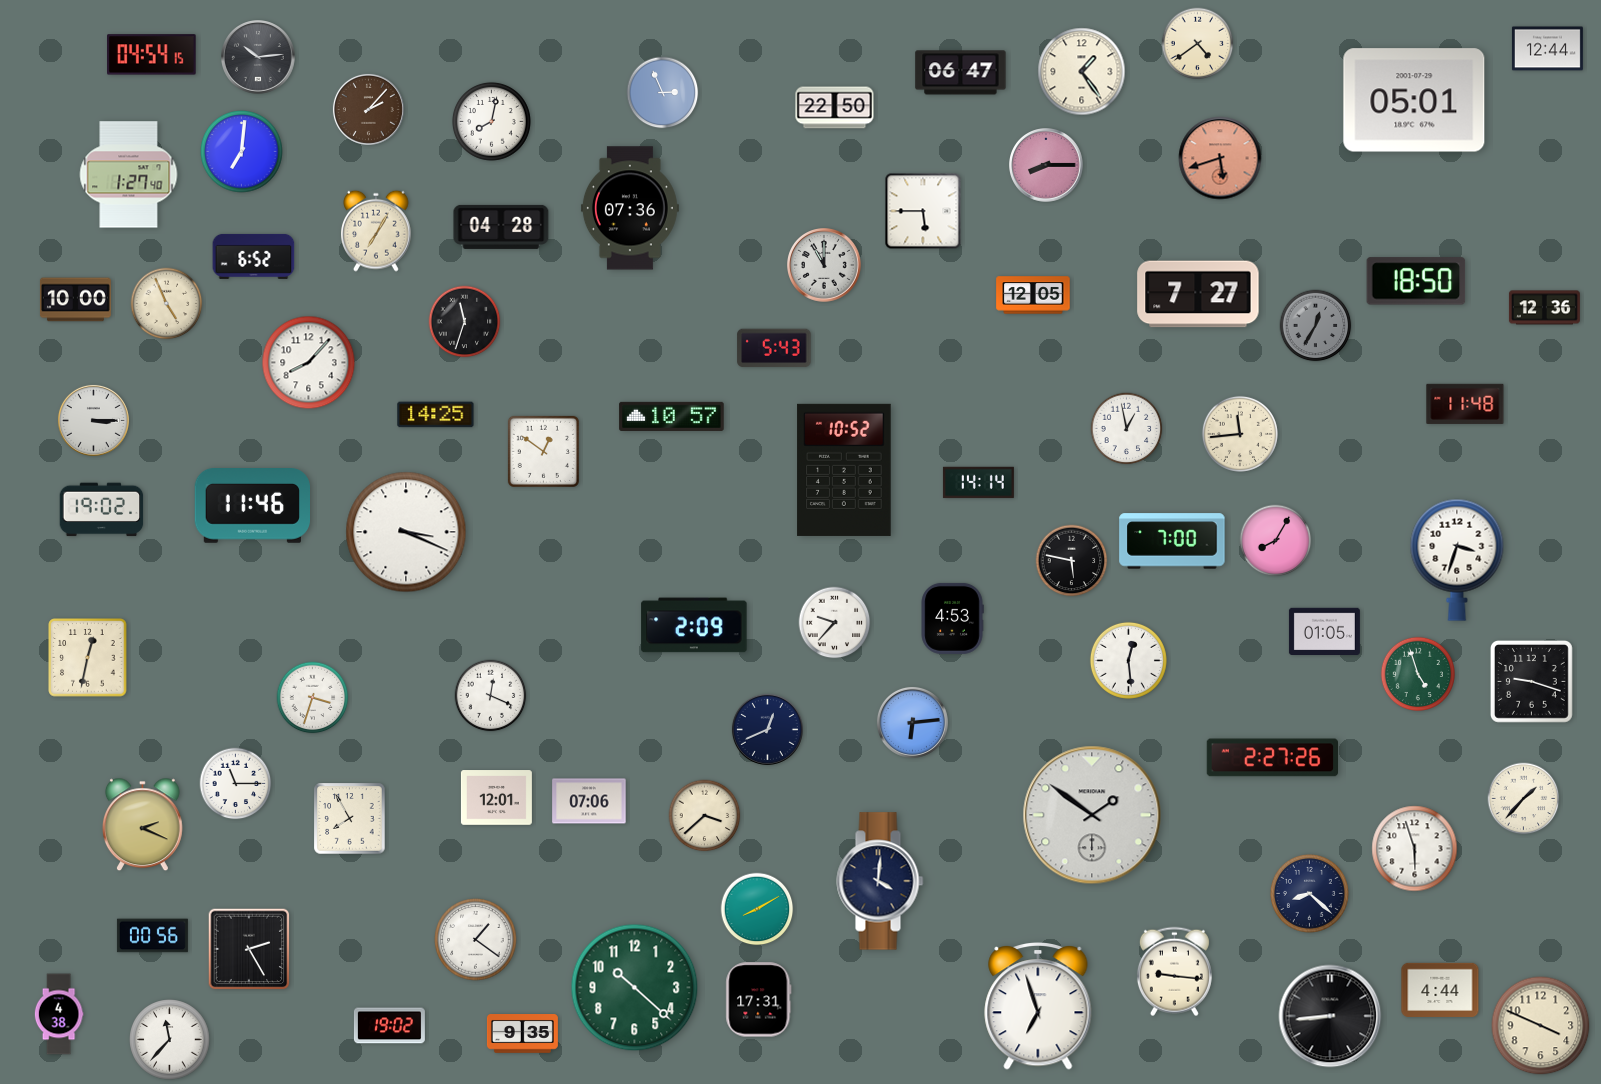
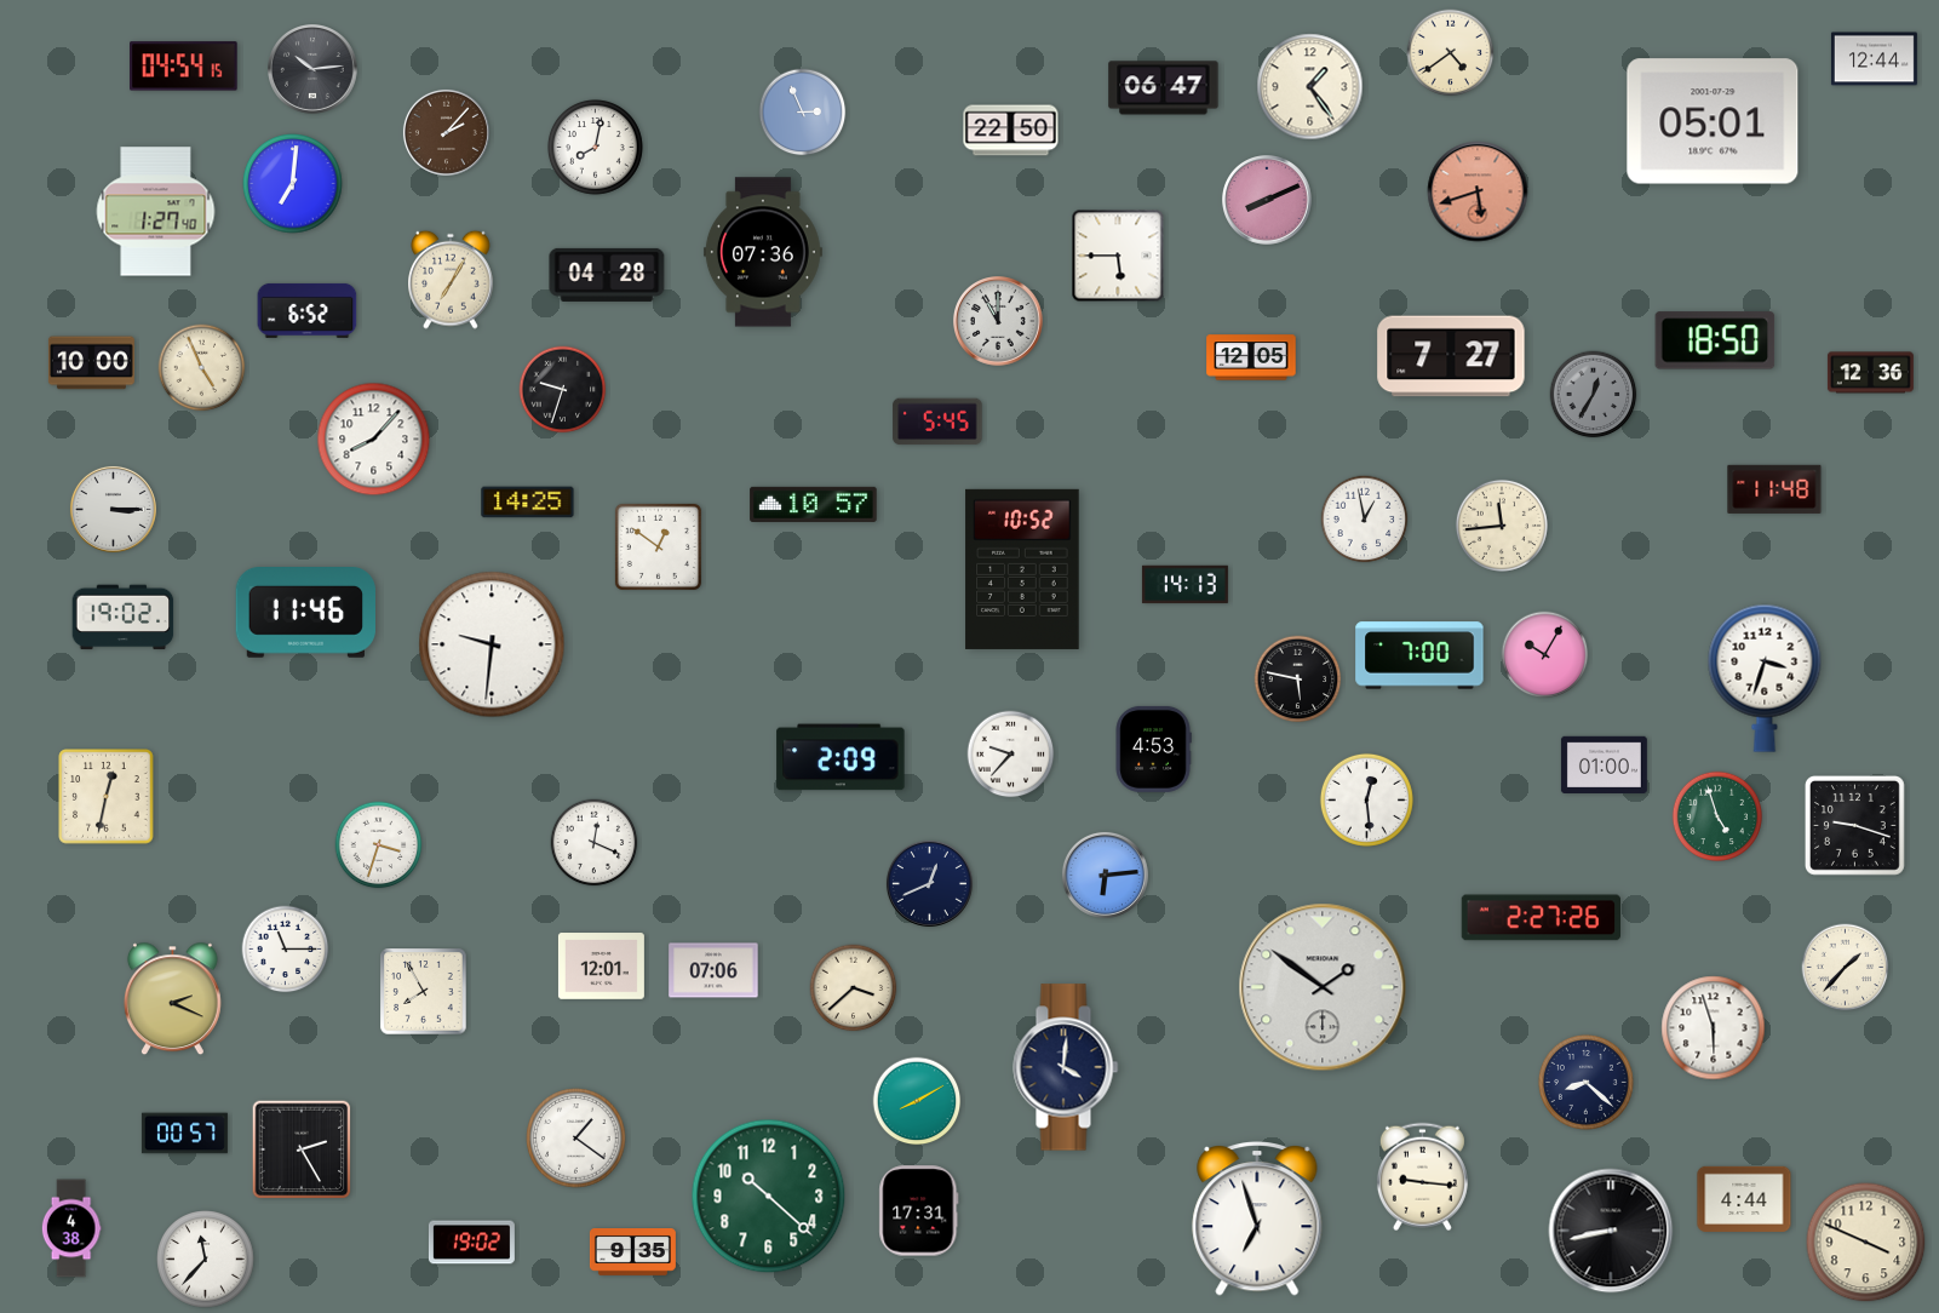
clock at (1047, 166): 8:15 -> 8:11
clock at (377, 231) position: (377, 231) -> (452, 280)
clock at (465, 322): 11:33 -> 9:33
clock at (774, 348): 5:43 -> 5:45
clock at (978, 483): 14:14 -> 14:13
clock at (406, 532): 3:19 -> 9:31
clock at (1276, 541): 8:05 -> 10:05
clock at (1324, 631): 01:05 -> 01:00
clock at (152, 936): 00:56 -> 00:57
clock at (1330, 1016): 8:44 -> 8:43
